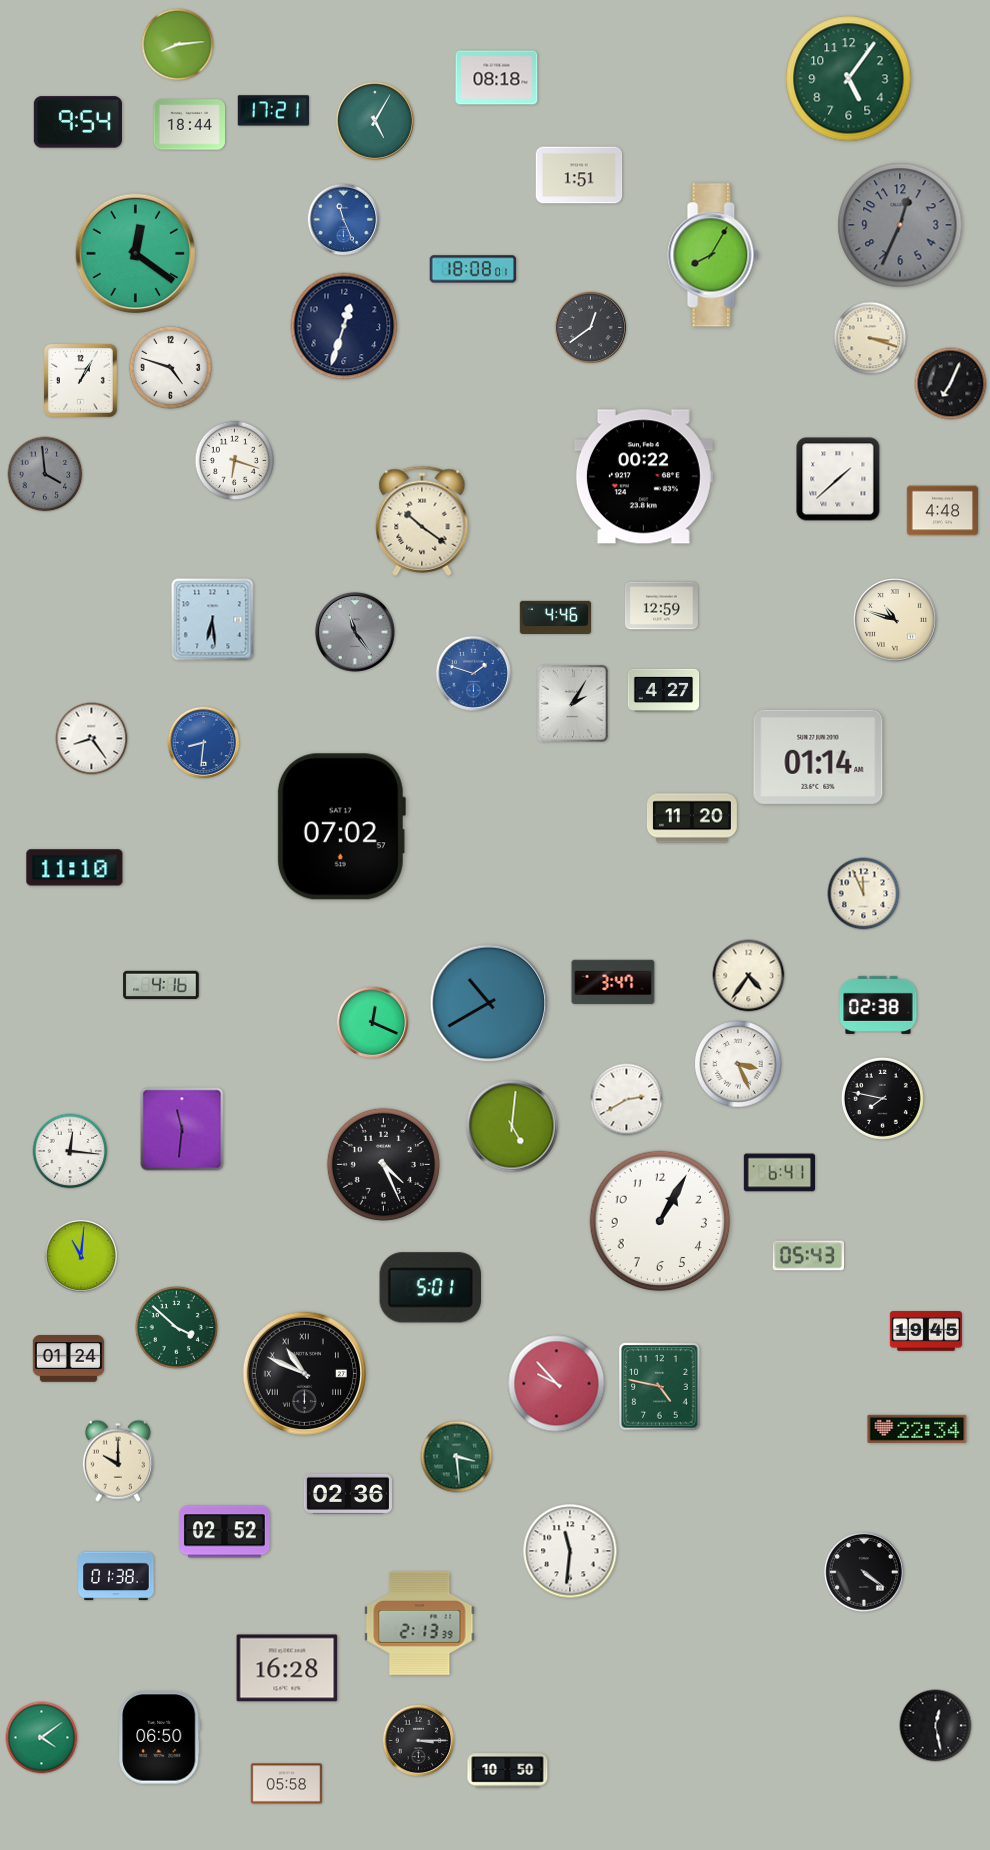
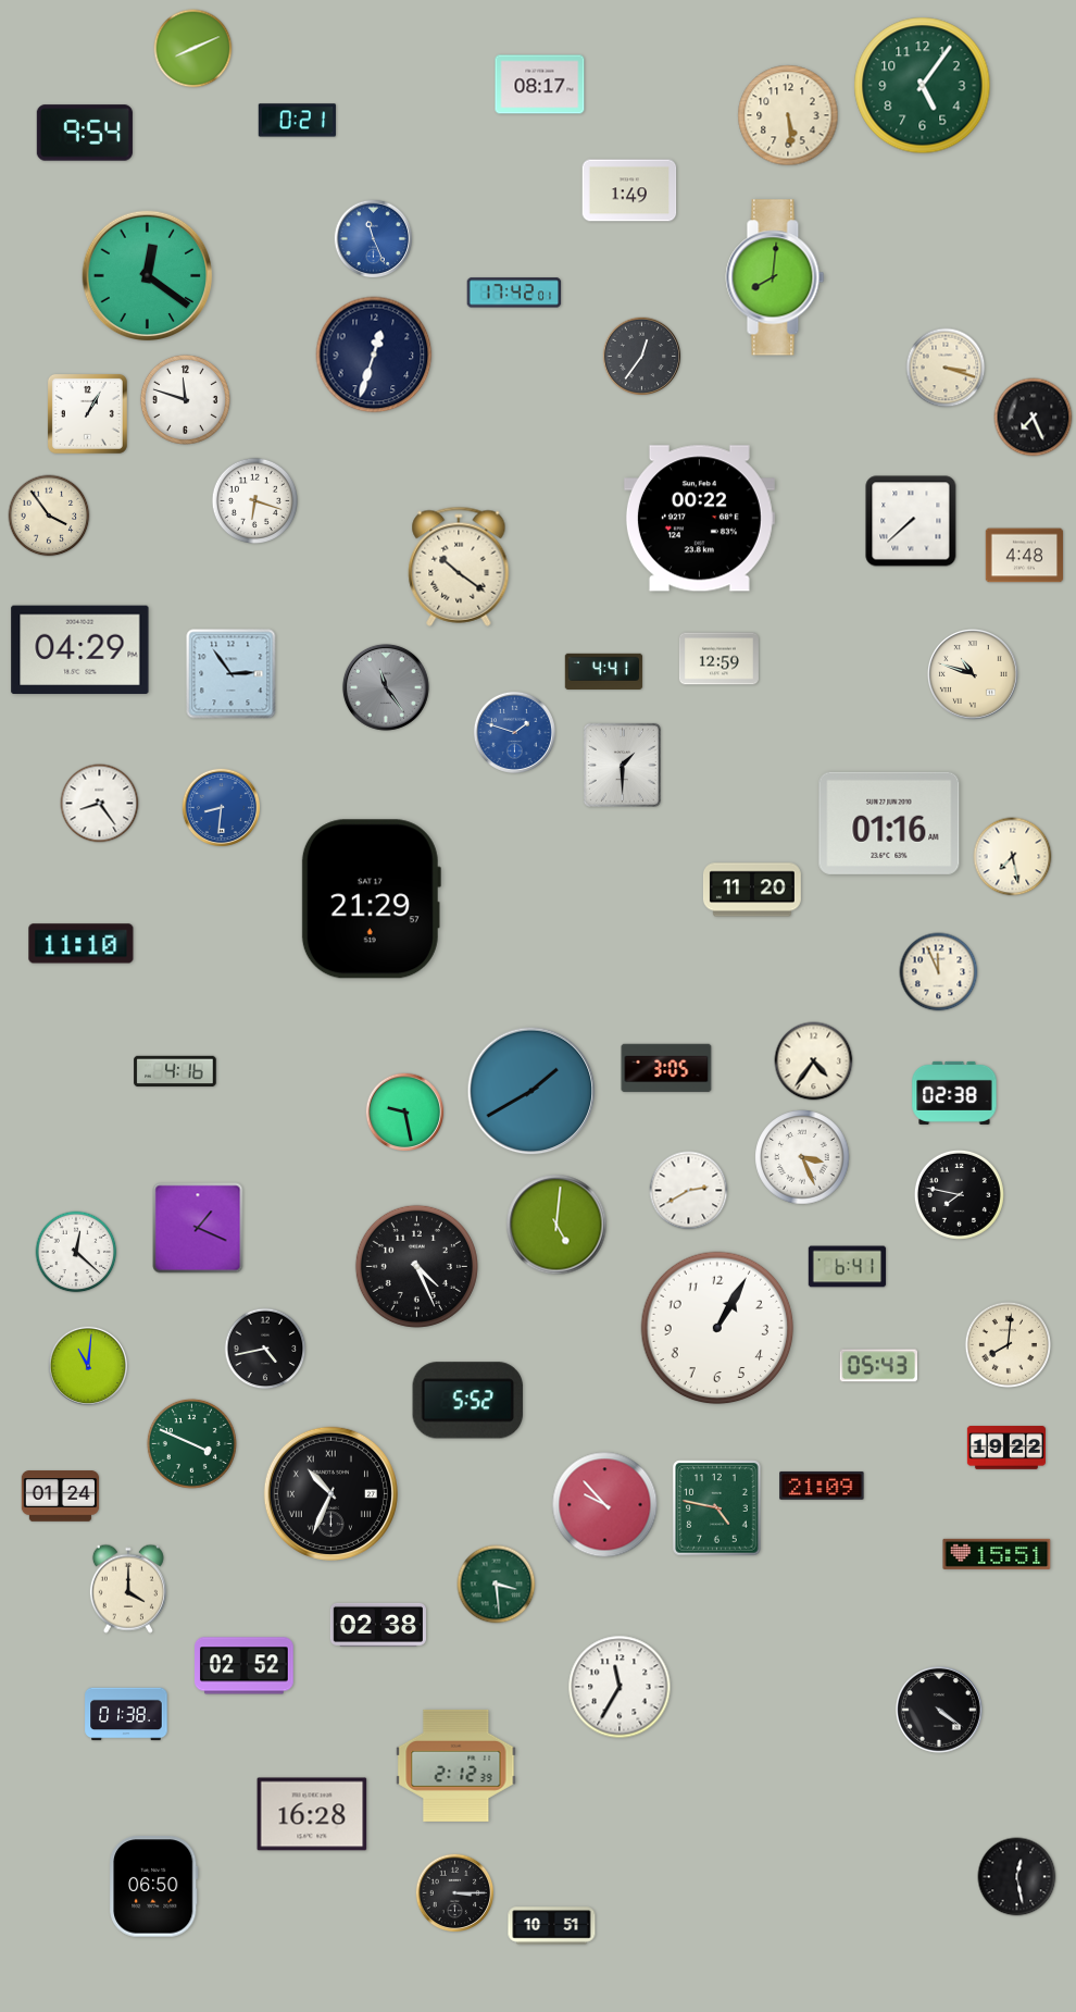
clock at (178, 45): 8:14 -> 8:11
clock at (497, 78): 08:18 -> 08:17
clock at (788, 115): none -> 5:29
clock at (273, 111): 17:21 -> 0:21
clock at (375, 121): 5:05 -> none
clock at (190, 125): 18:44 -> none
clock at (579, 175): 1:51 -> 1:49
clock at (900, 225): 12:34 -> none
clock at (713, 255): 8:05 -> 8:01
clock at (473, 269): 18:08 -> 17:42
clock at (591, 328): 12:39 -> 12:36
clock at (170, 367): 4:48 -> 11:48
clock at (951, 384): 7:04 -> 7:26
clock at (45, 474): 3:59 -> 3:54
clock at (45, 474) dial: grey -> cream
clock at (838, 479): 1:38 -> 7:38
clock at (80, 650): none -> 04:29
clock at (556, 617): 4:46 -> 4:41
clock at (213, 620): 6:29 -> 2:54
clock at (664, 690): 4:27 -> none
clock at (572, 703): 2:05 -> 1:30
clock at (818, 757): 01:14 -> 01:16
clock at (1013, 857): none -> 7:28
clock at (341, 827): 07:02 -> 21:29
clock at (613, 982): 3:47 -> 3:05
clock at (489, 1003): 10:40 -> 1:40
clock at (373, 1023): 12:19 -> 9:28
clock at (627, 1100) position: (627, 1100) -> (689, 1191)
clock at (182, 1129): 11:31 -> 1:19
clock at (70, 1151): 12:16 -> 12:22
clock at (780, 1173) position: (780, 1173) -> (848, 1267)
clock at (1009, 1345): none -> 8:01
clock at (265, 1349): none -> 4:43
clock at (431, 1288): 5:01 -> 5:52
clock at (176, 1327): 3:52 -> 3:49
clock at (926, 1331): 19:45 -> 19:22
clock at (69, 1359) position: (69, 1359) -> (61, 1496)
clock at (822, 1486): none -> 21:09
clock at (304, 1373): 10:49 -> 10:34
clock at (917, 1429): 22:34 -> 15:51
clock at (118, 1461): 10:00 -> 4:00
clock at (348, 1494): 02:36 -> 02:38
clock at (570, 1551): 11:31 -> 11:35
clock at (420, 1623): 2:13 -> 2:12
clock at (42, 1738): 4:09 -> none
clock at (160, 1738) position: (160, 1738) -> (154, 1887)
clock at (508, 1771): 10:50 -> 10:51
clock at (287, 1784): 05:58 -> none
